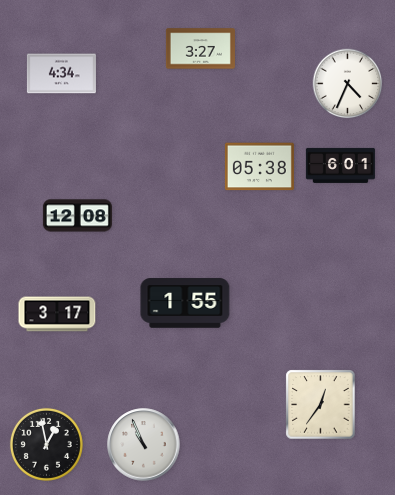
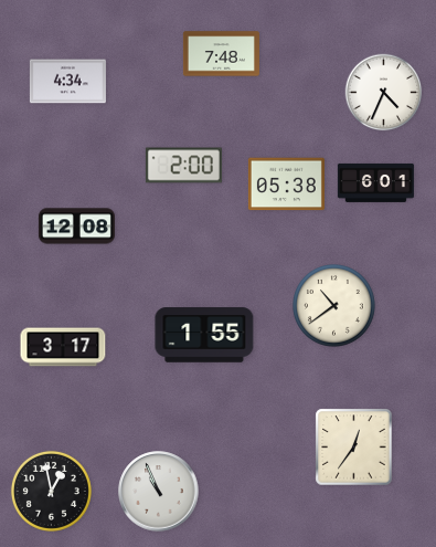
clock at (200, 49): 3:27 -> 7:48
clock at (183, 166): none -> 2:00
clock at (77, 216) position: (77, 216) -> (76, 227)
clock at (334, 306): none -> 10:39
